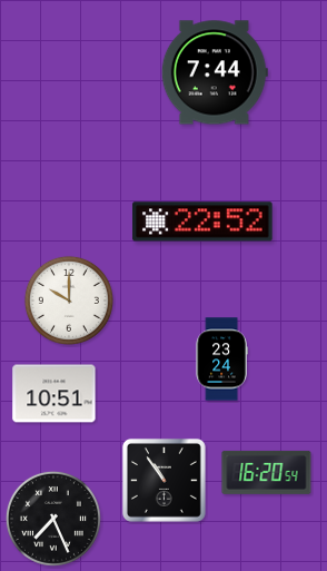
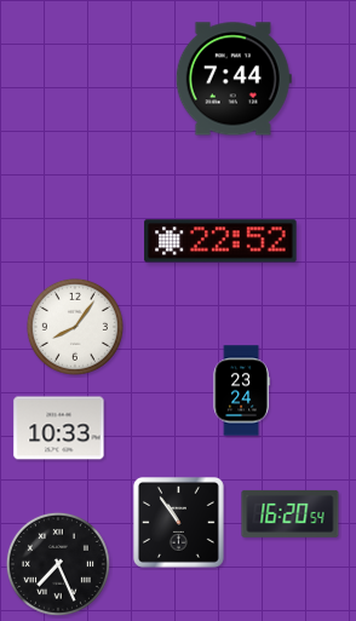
clock at (69, 301): 10:00 -> 8:06
clock at (54, 394): 10:51 -> 10:33
